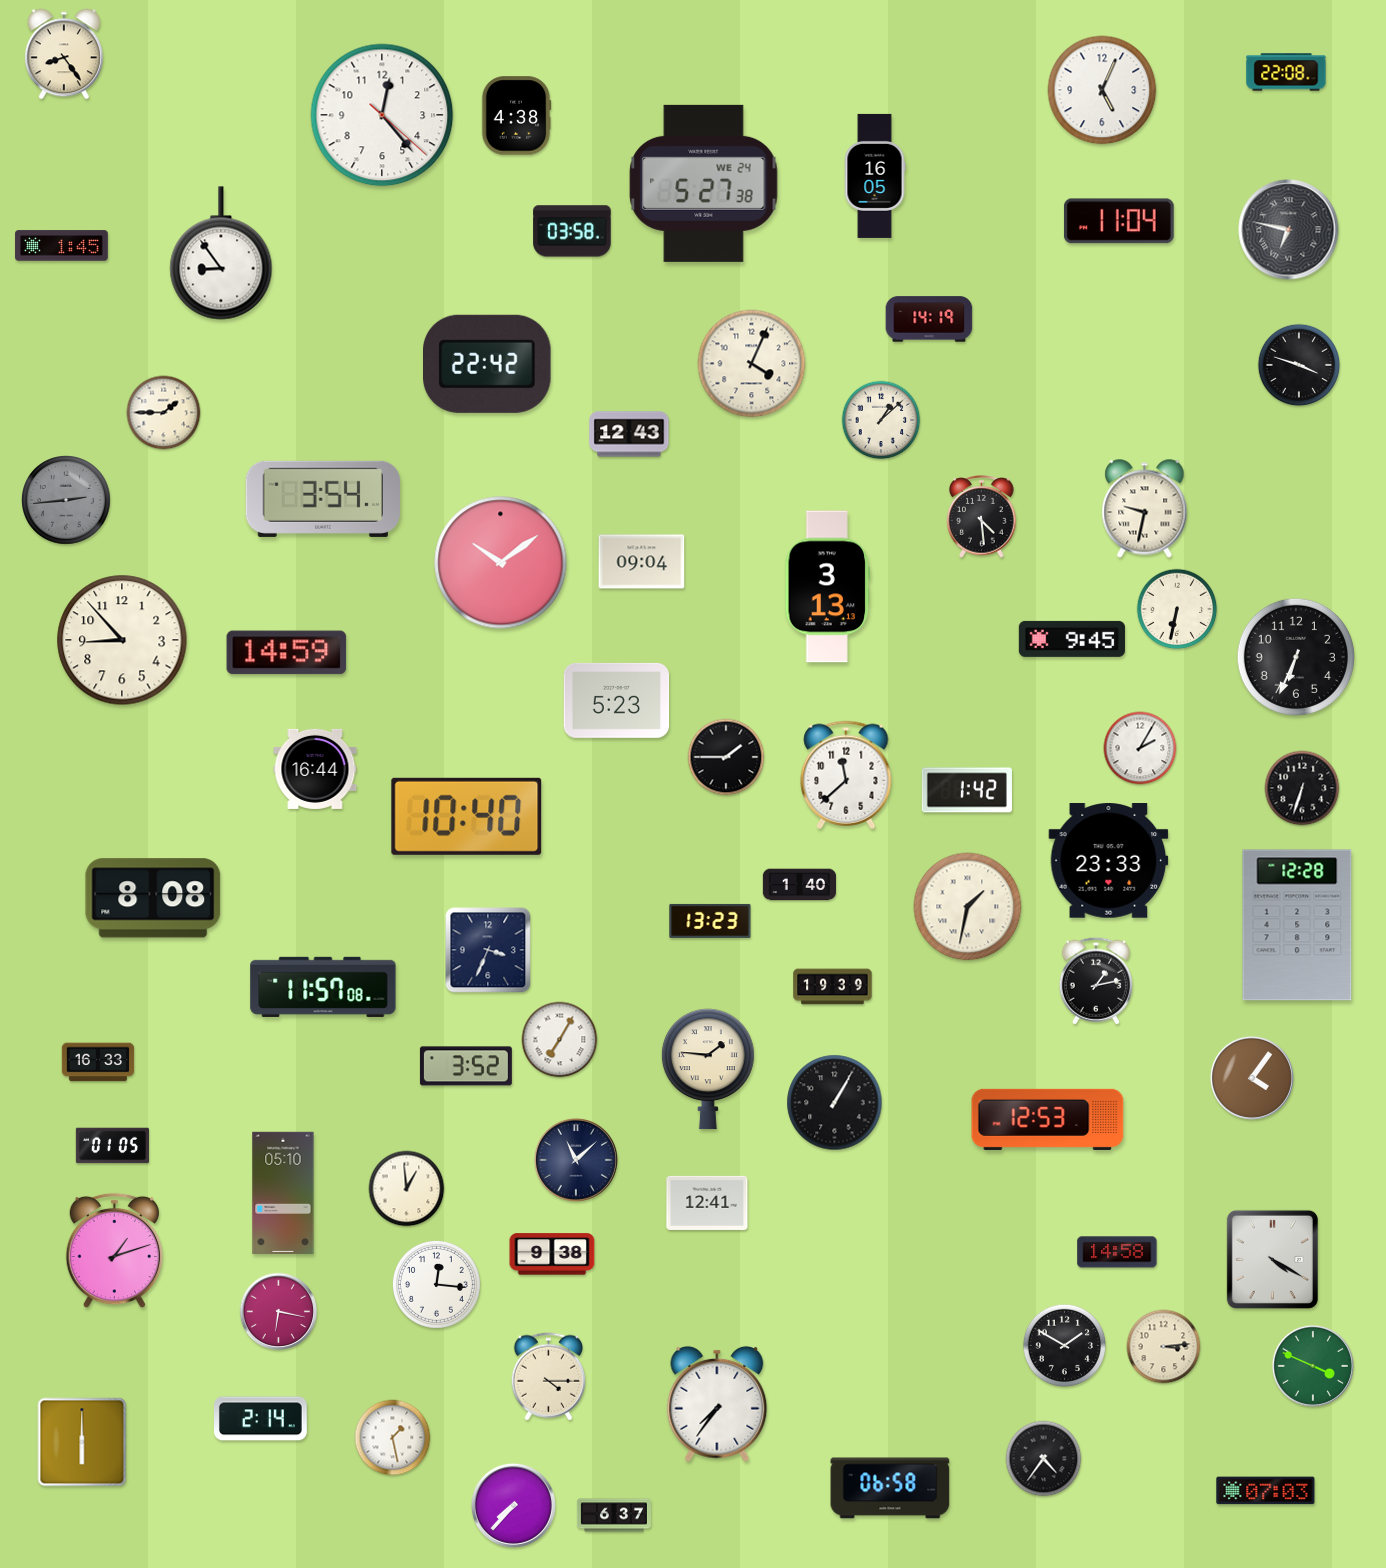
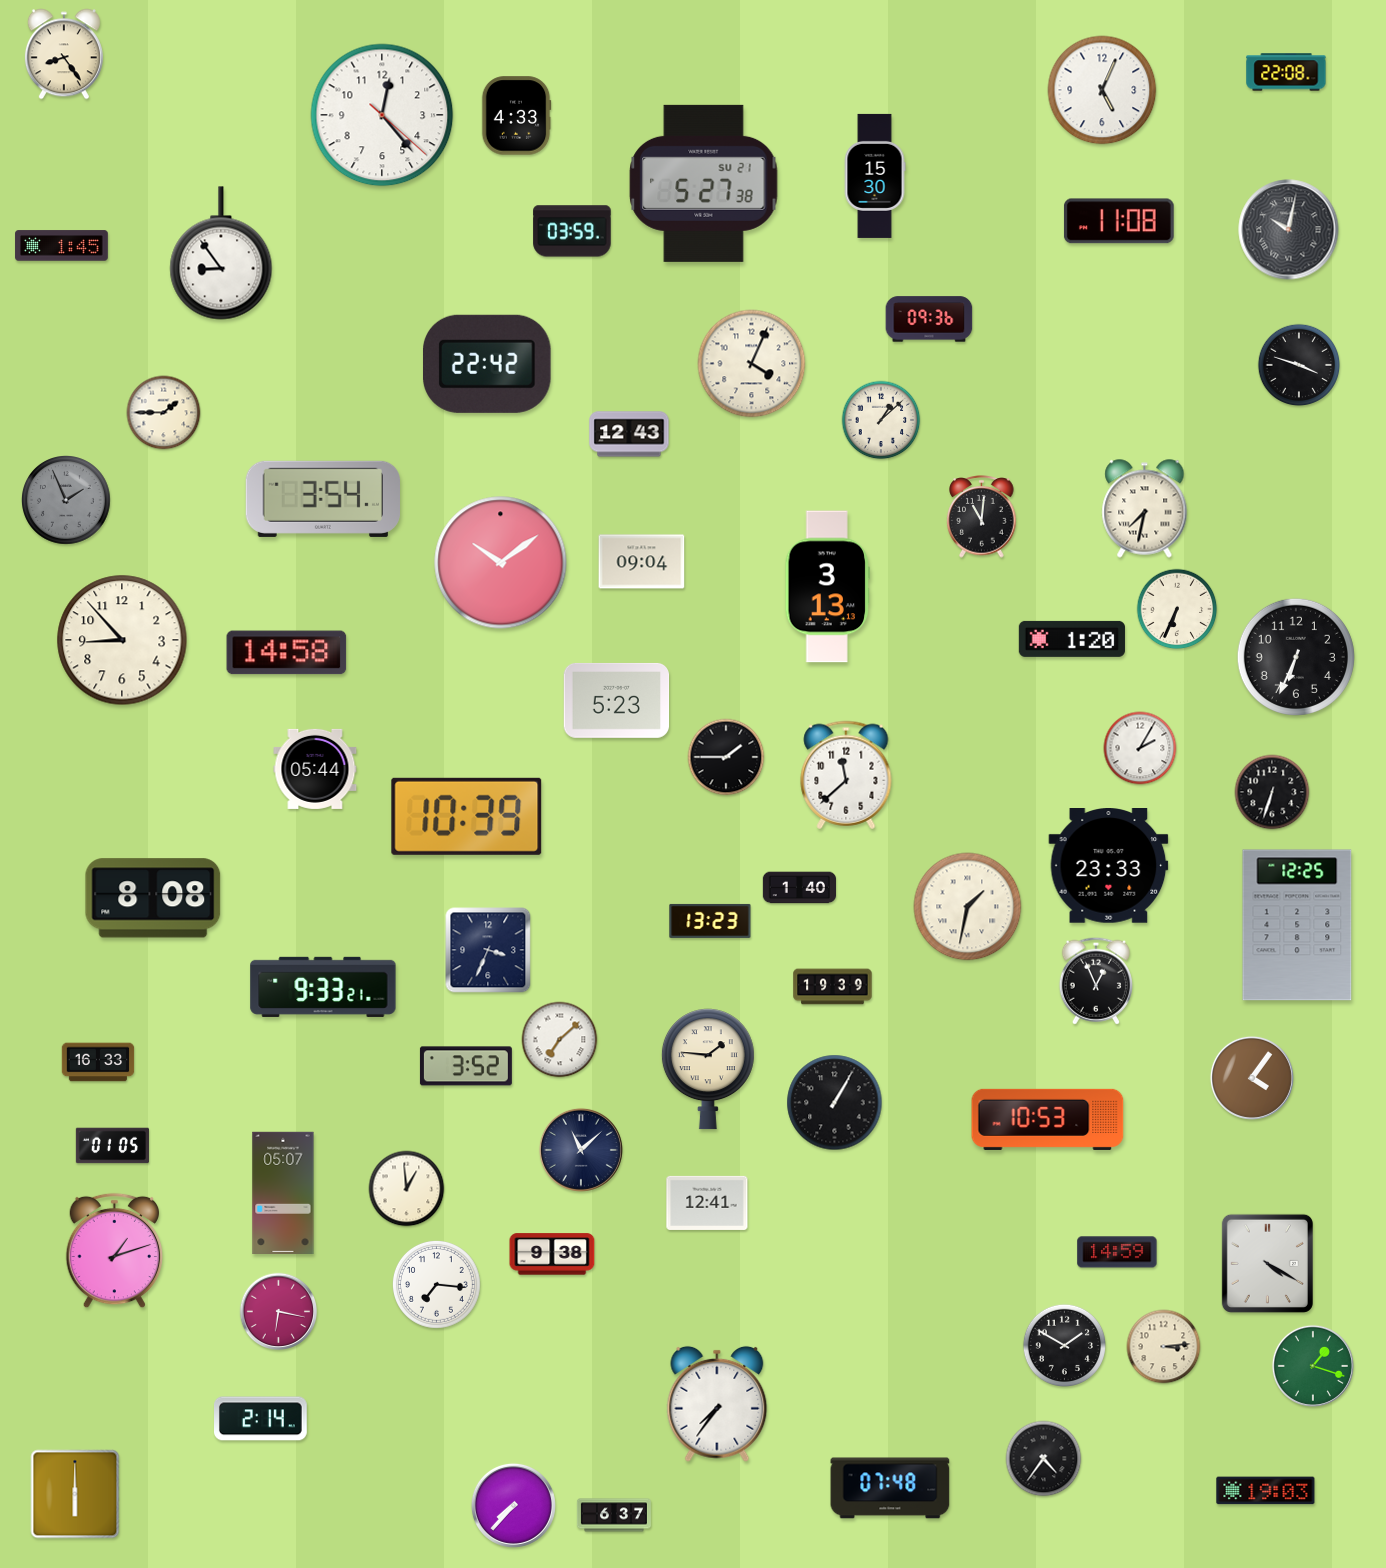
clock at (516, 116): 4:38 -> 4:33
clock at (875, 176): 16:05 -> 15:30
clock at (704, 183) date: WE 24 -> SU 21
clock at (1119, 221): 11:04 -> 11:08
clock at (1289, 230): 6:47 -> 10:02
clock at (572, 231): 03:58 -> 03:59
clock at (929, 319): 14:19 -> 09:36
clock at (67, 501): 2:44 -> 1:56
clock at (1145, 509): 9:32 -> 7:32
clock at (982, 517): 4:29 -> 11:01
clock at (1177, 609): 6:32 -> 6:34
clock at (1072, 639): 9:45 -> 1:20
clock at (287, 653): 14:59 -> 14:58
clock at (315, 769): 16:44 -> 05:44
clock at (1302, 788) position: (1302, 788) -> (1272, 792)
clock at (967, 790): 1:42 -> none
clock at (467, 816): 10:40 -> 10:39
clock at (1109, 861) position: (1109, 861) -> (1109, 866)
clock at (799, 885) position: (799, 885) -> (799, 888)
clock at (1297, 925): 12:28 -> 12:25
clock at (1096, 981): 1:13 -> 12:56
clock at (323, 987): 11:57 -> 9:33
clock at (560, 1040): 7:05 -> 7:08
clock at (1048, 1119): 12:53 -> 10:53
clock at (576, 1160) position: (576, 1160) -> (581, 1150)
clock at (283, 1192): 05:10 -> 05:07
clock at (1117, 1252): 14:58 -> 14:59
clock at (1272, 1259) position: (1272, 1259) -> (1267, 1263)
clock at (436, 1284): 12:16 -> 7:16
clock at (1313, 1366): 3:49 -> 1:18
clock at (548, 1377): 4:15 -> none
clock at (393, 1438): 1:28 -> none
clock at (82, 1442) position: (82, 1442) -> (75, 1494)
clock at (890, 1488): 06:58 -> 07:48
clock at (1266, 1491): 07:03 -> 19:03
